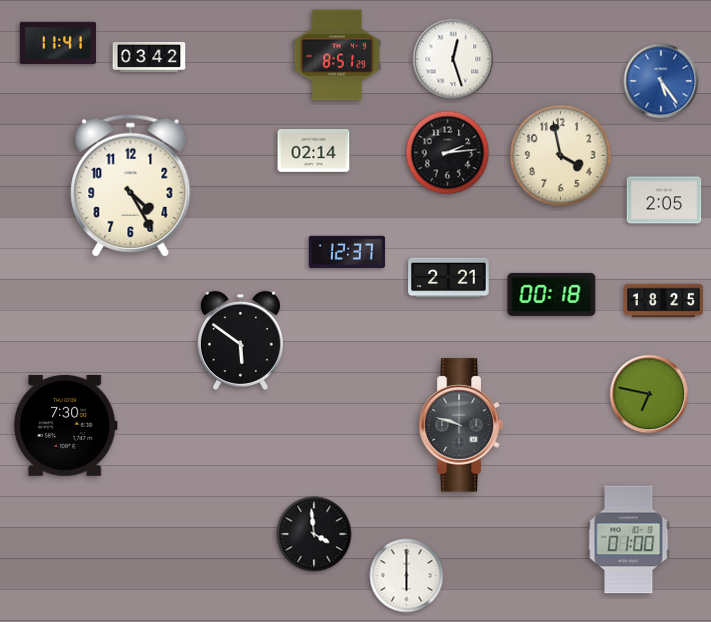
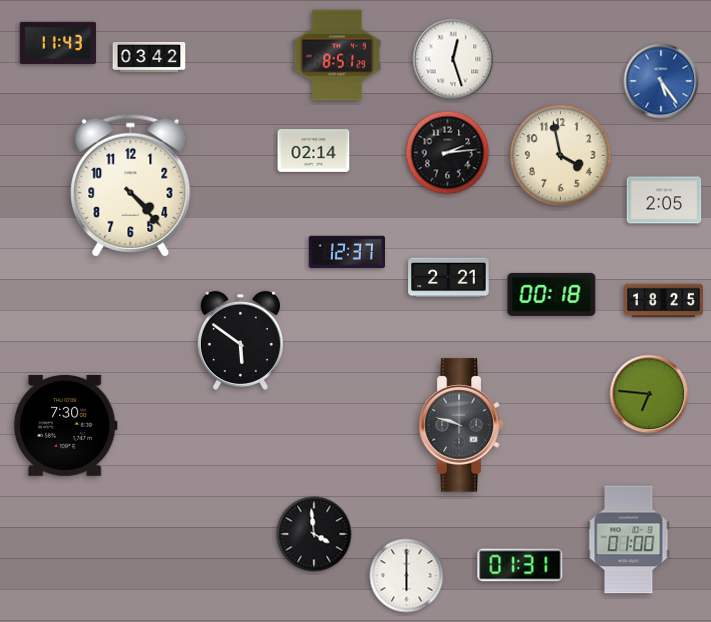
clock at (58, 43): 11:41 -> 11:43
clock at (131, 185): 4:25 -> 4:23
clock at (649, 394): 6:47 -> 6:46
clock at (520, 565): none -> 01:31
